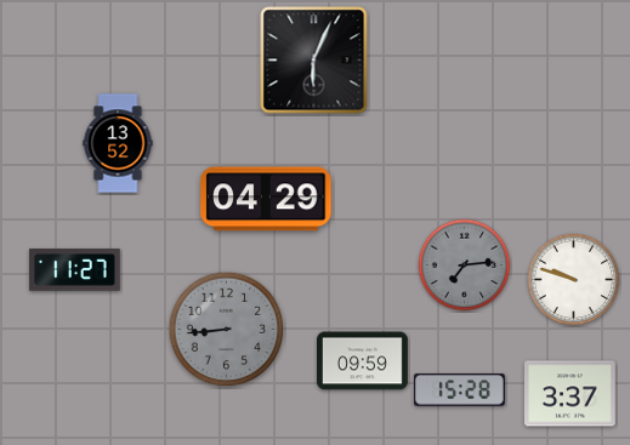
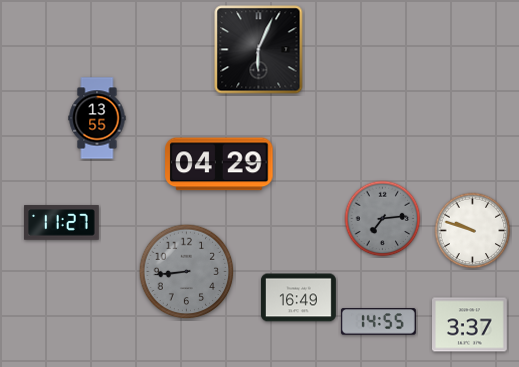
clock at (118, 143): 13:52 -> 13:55
clock at (363, 361): 09:59 -> 16:49
clock at (459, 390): 15:28 -> 14:55
